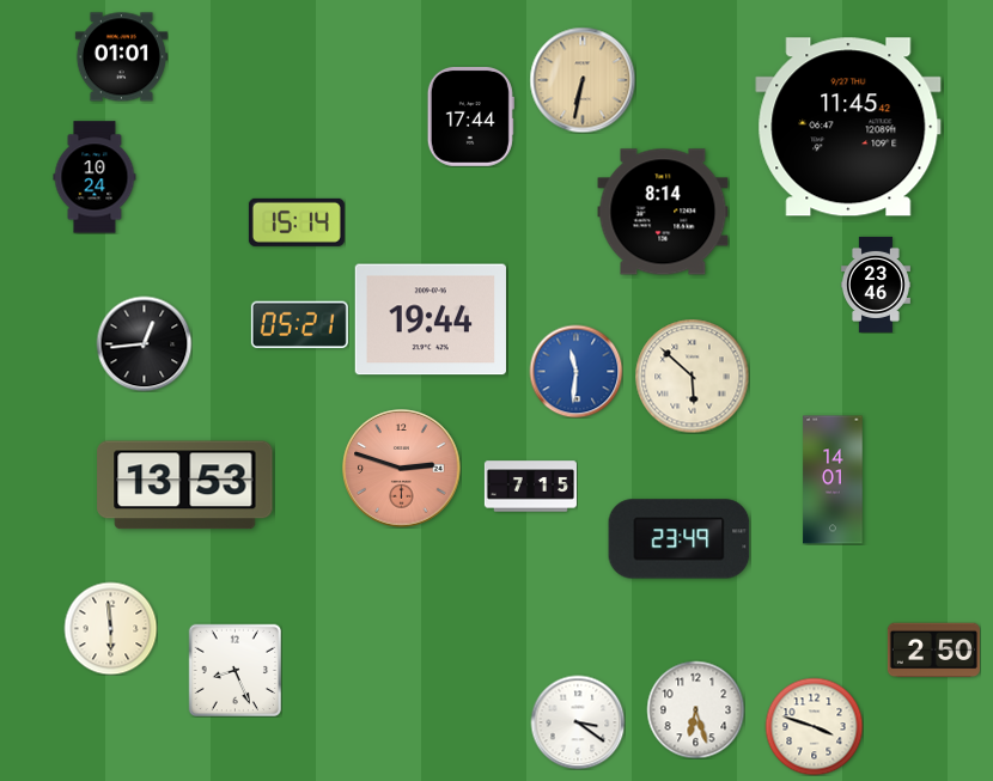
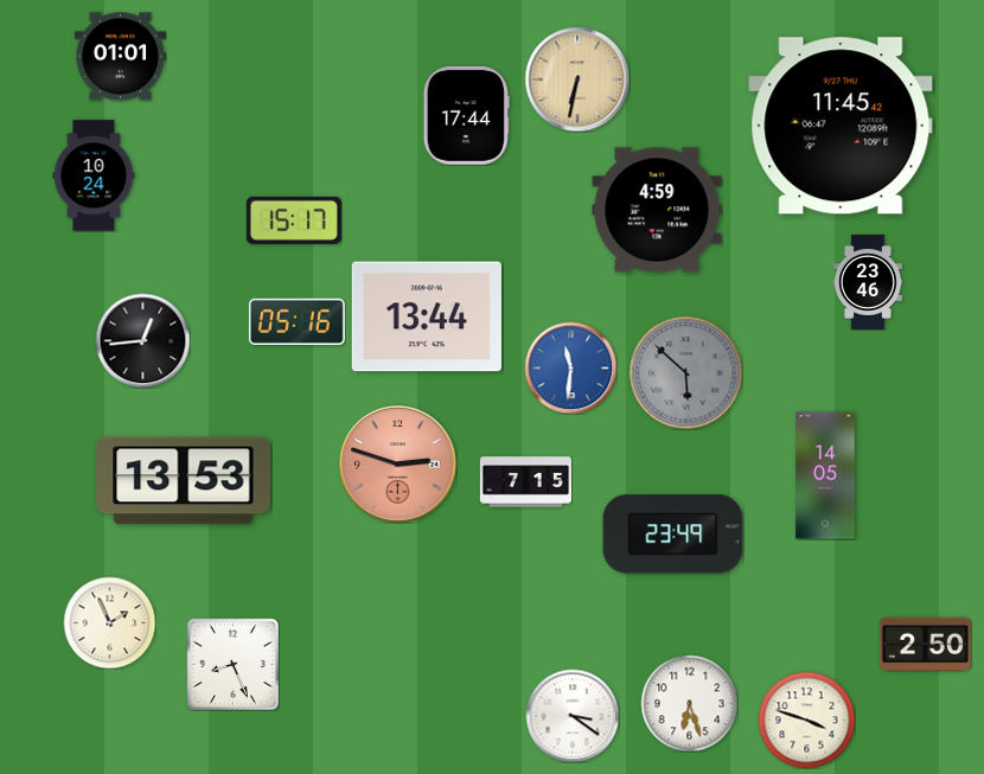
clock at (663, 212): 8:14 -> 4:59
clock at (297, 222): 15:14 -> 15:17
clock at (431, 319): 19:44 -> 13:44
clock at (299, 324): 05:21 -> 05:16
clock at (692, 376) dial: cream -> grey
clock at (833, 480): 14:01 -> 14:05
clock at (110, 628): 5:59 -> 1:56
